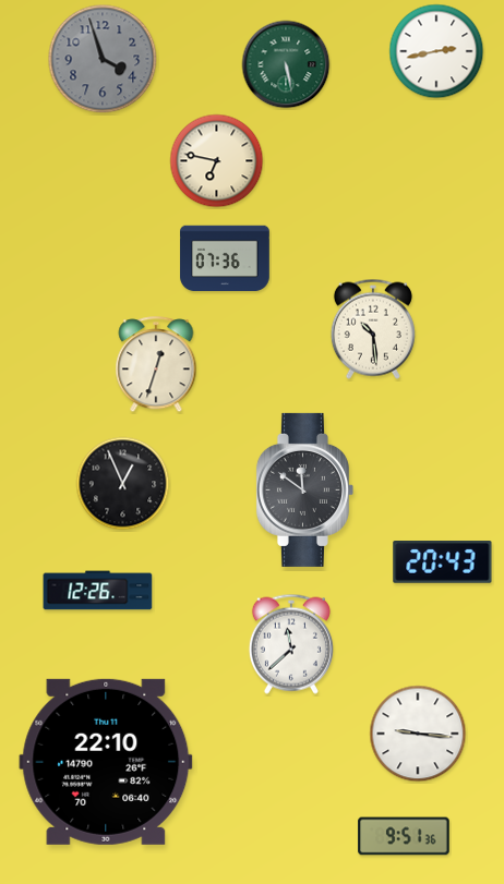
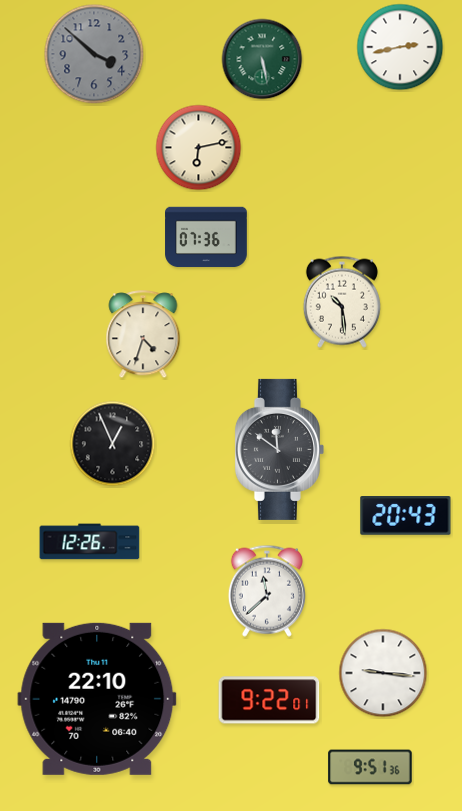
clock at (103, 59): 3:57 -> 3:52
clock at (217, 161): 6:47 -> 6:13
clock at (156, 365): 12:33 -> 4:33
clock at (269, 700): none -> 9:22
